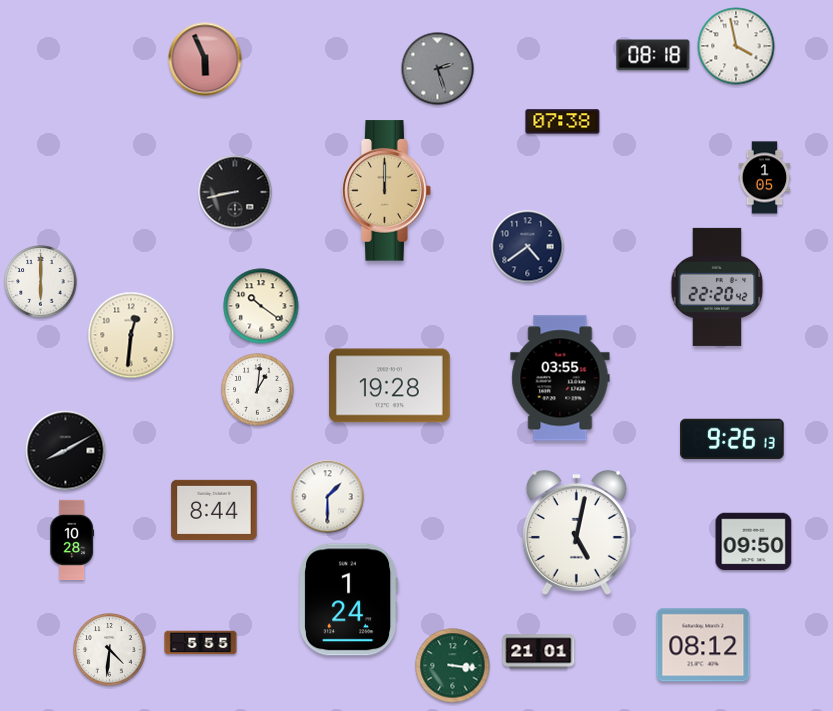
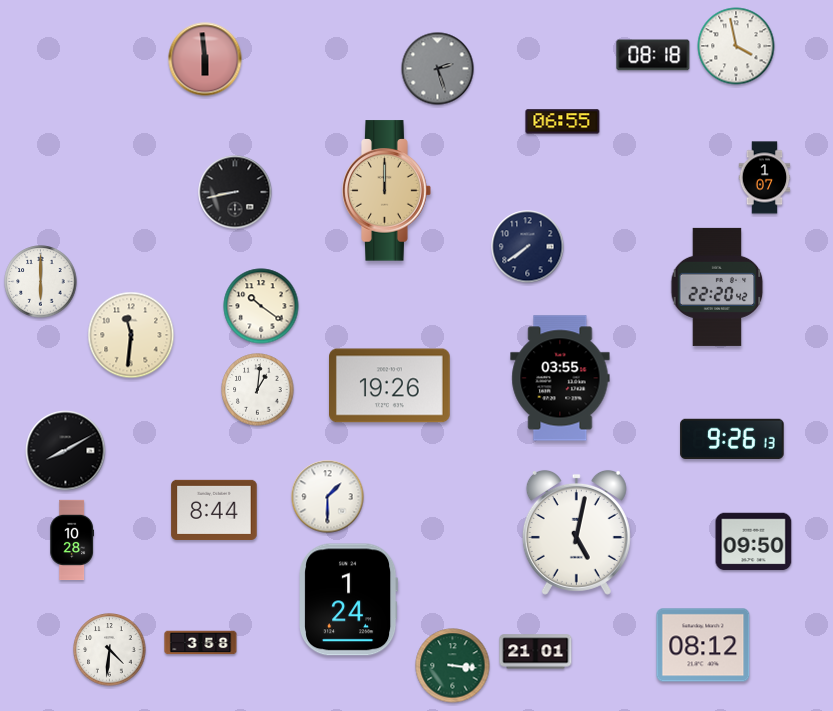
clock at (205, 59): 5:56 -> 5:59
clock at (563, 122): 07:38 -> 06:55
clock at (765, 178): 1:05 -> 1:07
clock at (528, 247): 4:39 -> 7:39
clock at (131, 335): 12:31 -> 11:31
clock at (390, 386): 19:28 -> 19:26
clock at (201, 643): 5:55 -> 3:58
clock at (539, 652) position: (539, 652) -> (536, 652)
